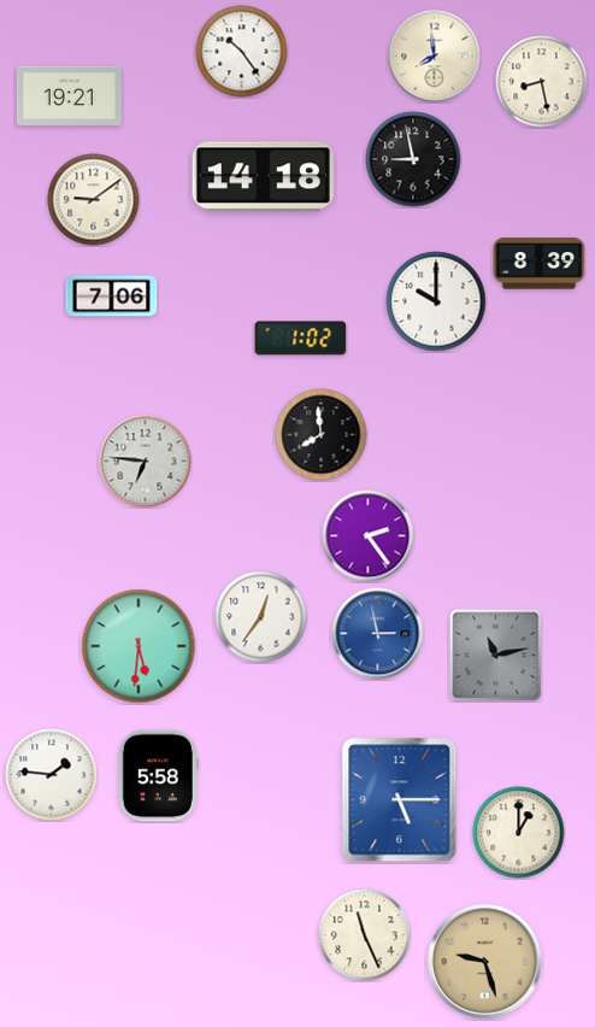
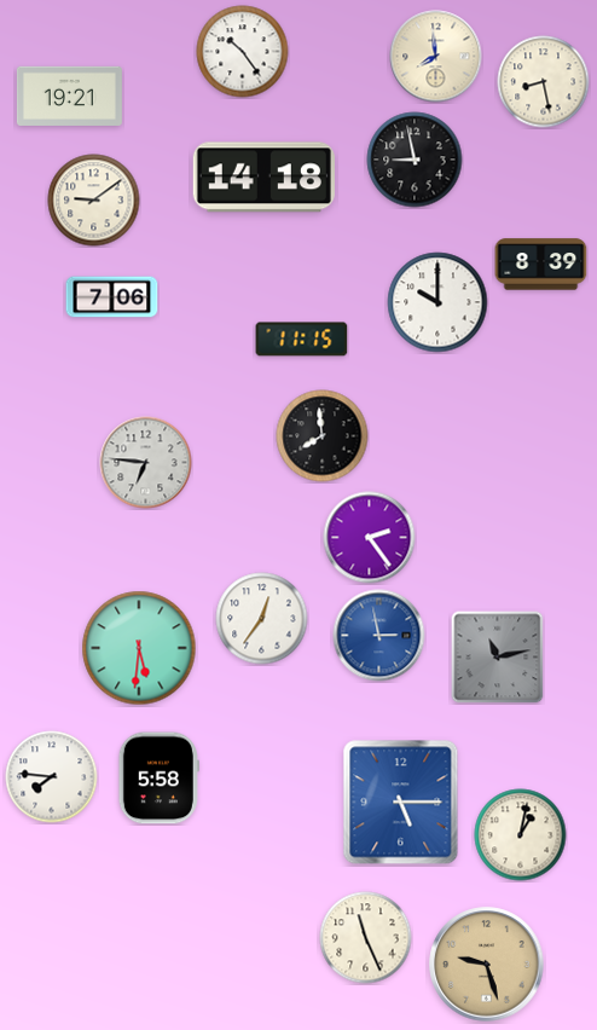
clock at (301, 339): 1:02 -> 11:15
clock at (52, 775): 1:46 -> 7:46
clock at (519, 833): 1:00 -> 1:02
